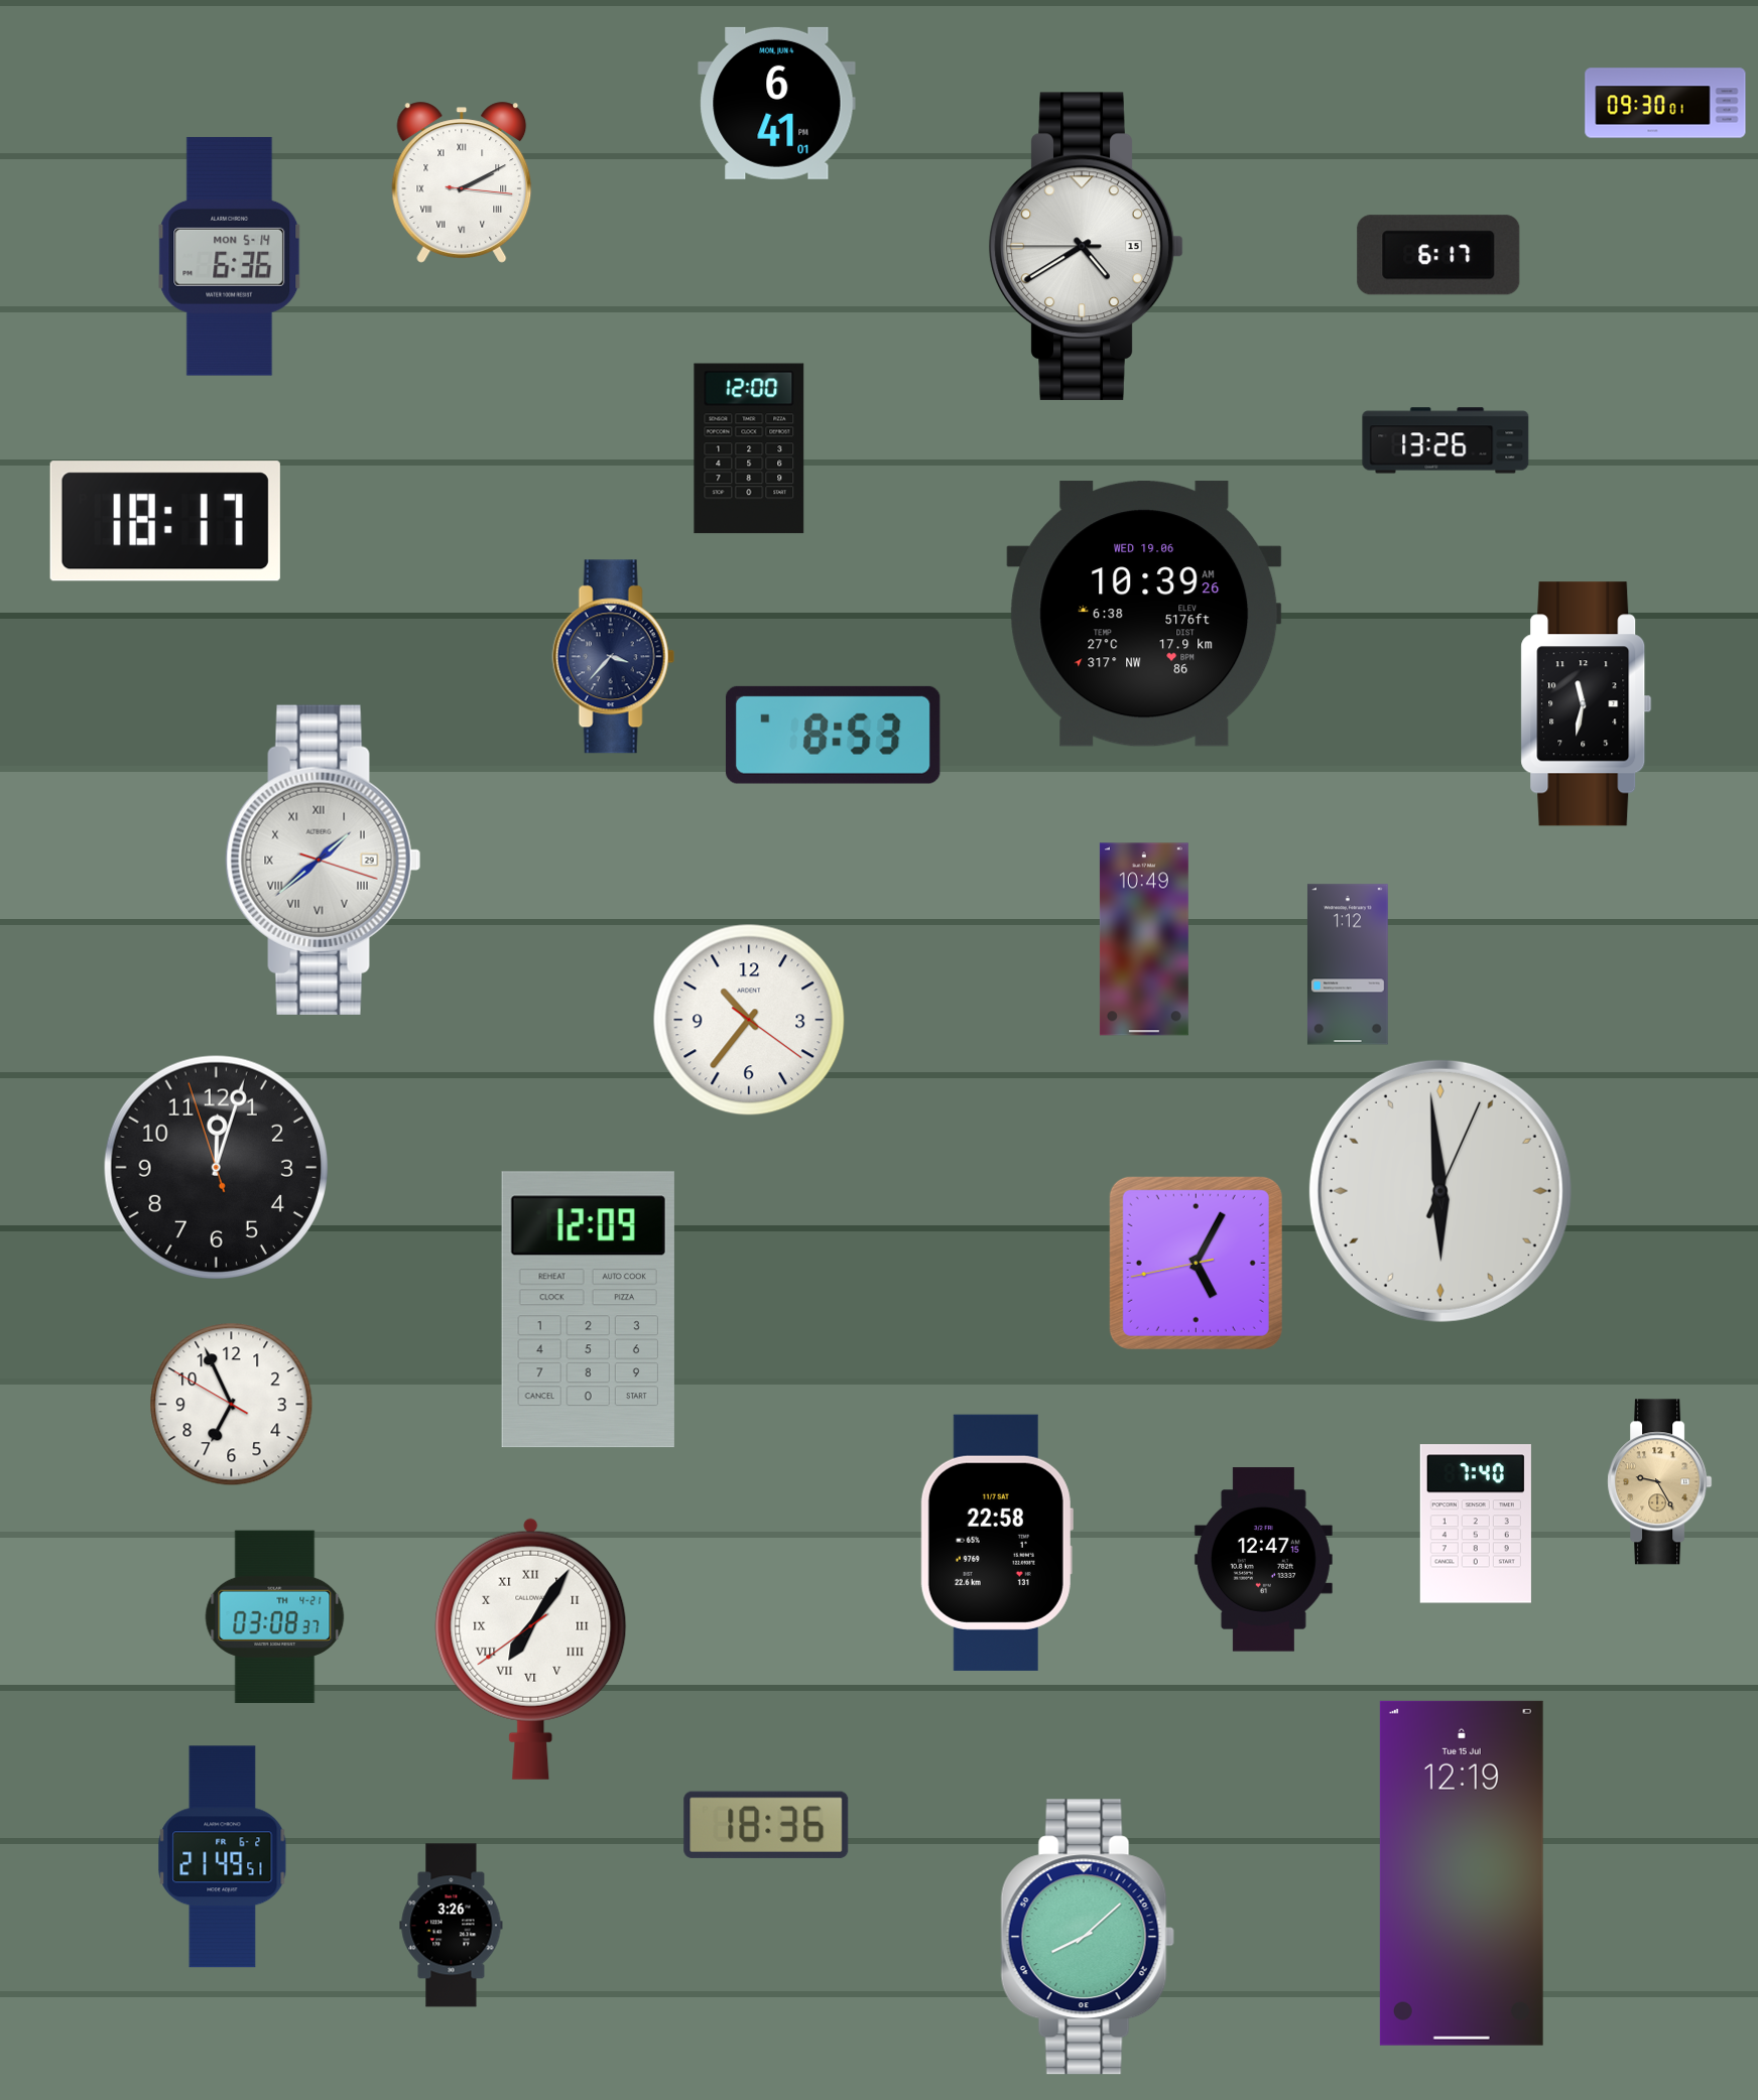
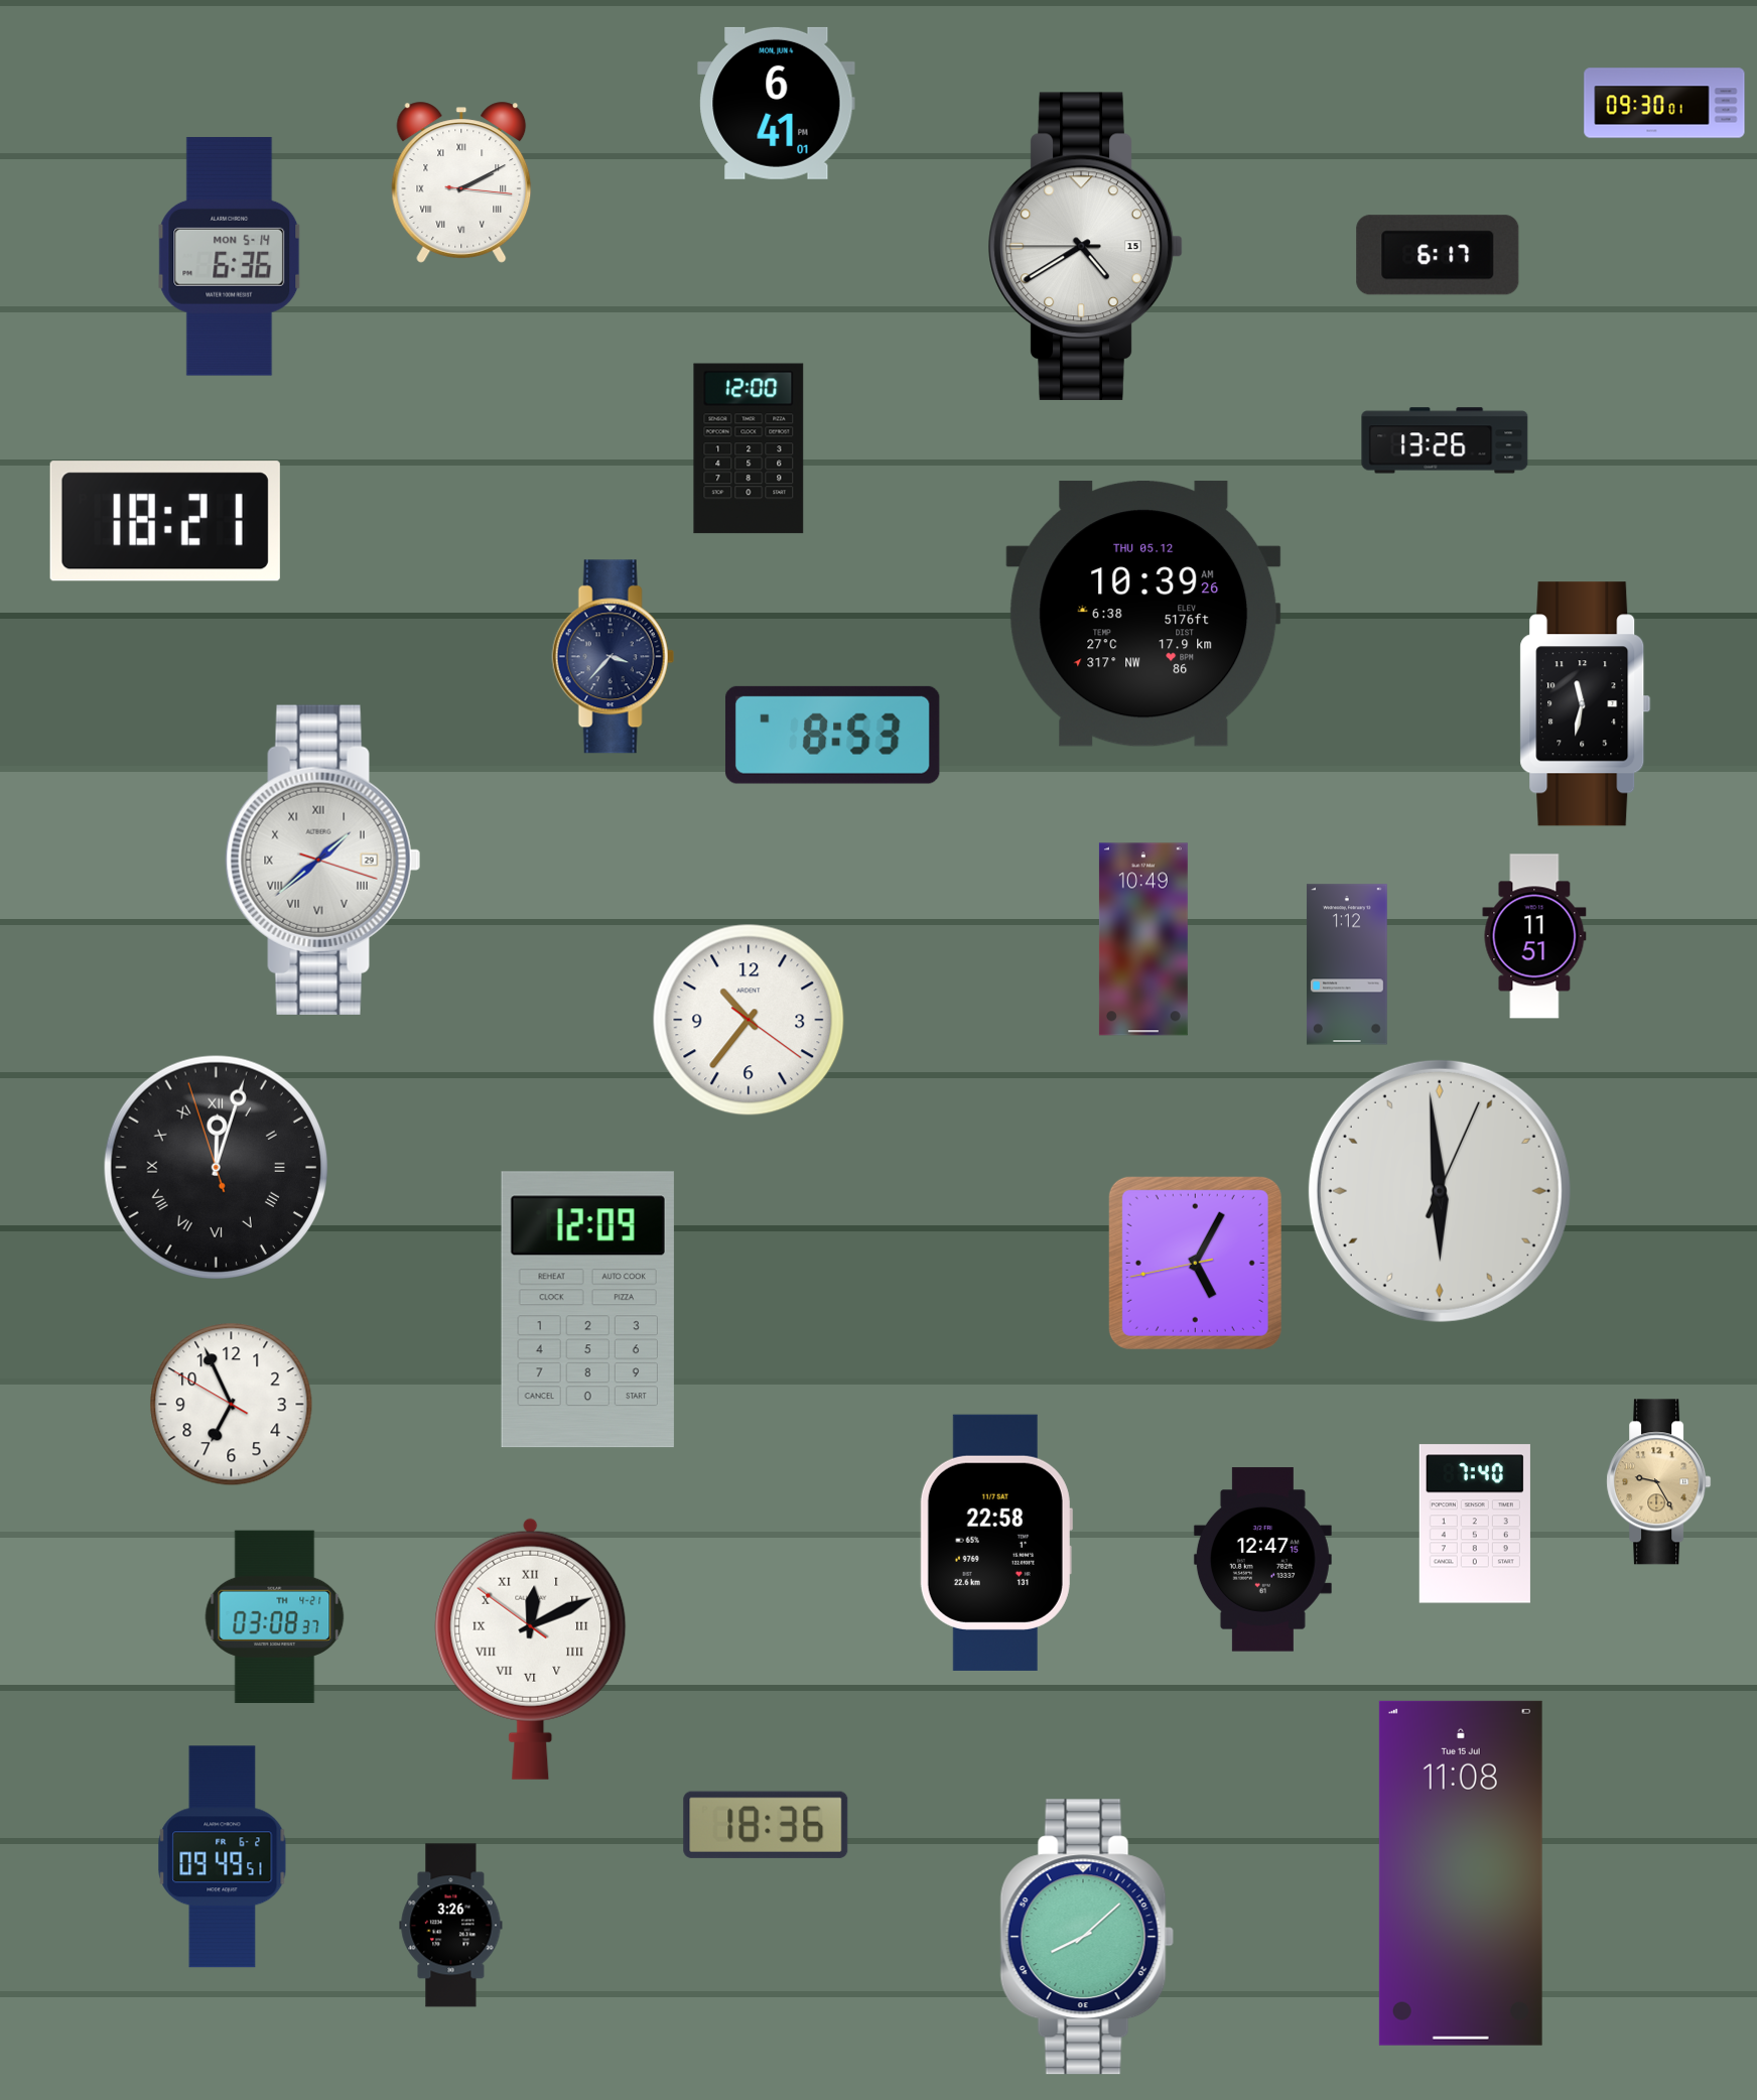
clock at (165, 521): 18:17 -> 18:21
clock at (1144, 615) date: WED 19.06 -> THU 05.12
clock at (1534, 936): none -> 11:51
clock at (216, 1167) numerals: Arabic -> Roman
clock at (531, 1649): 7:05 -> 12:10
clock at (223, 1857): 21:49 -> 09:49
clock at (1462, 1873): 12:19 -> 11:08
